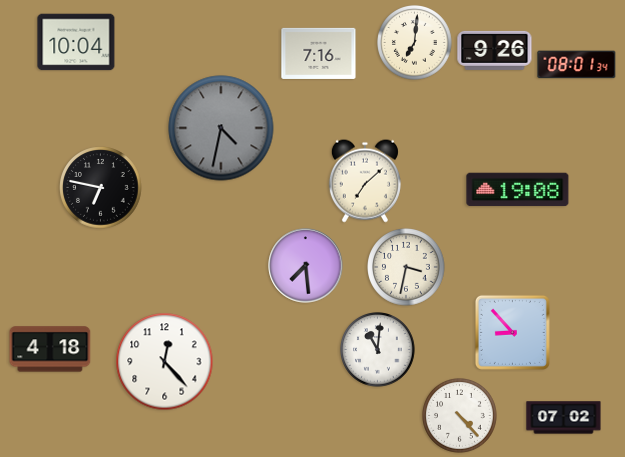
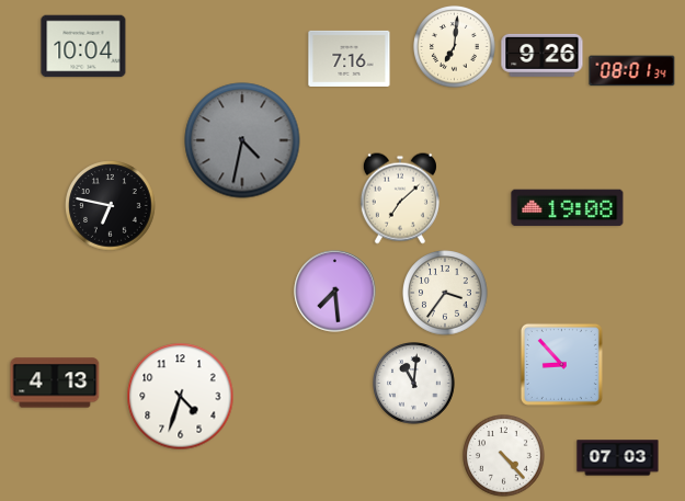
clock at (406, 267): 3:32 -> 3:36
clock at (50, 349): 4:18 -> 4:13
clock at (165, 362): 12:23 -> 4:33
clock at (564, 418): 07:02 -> 07:03
